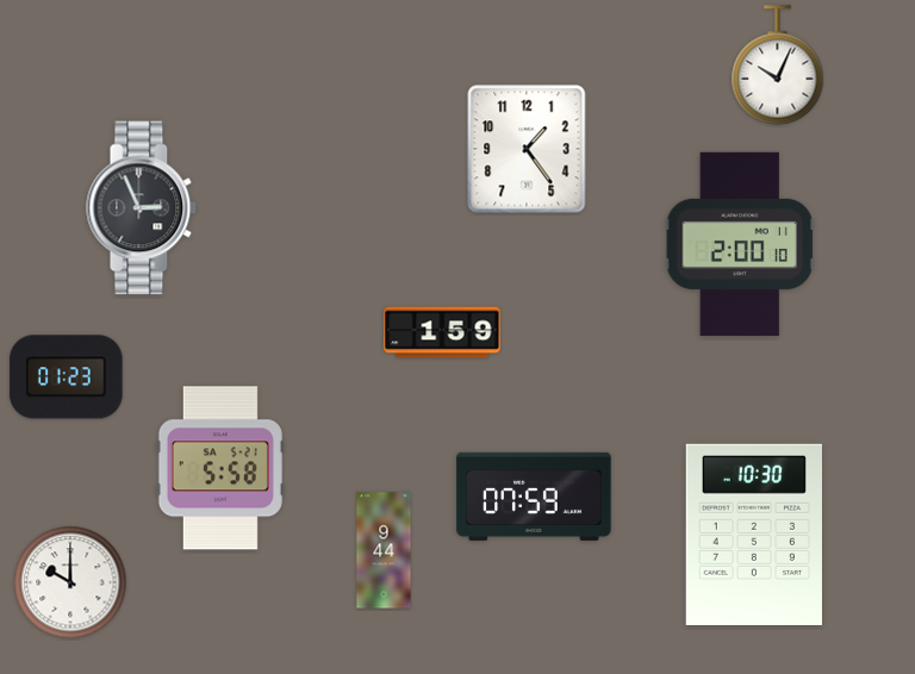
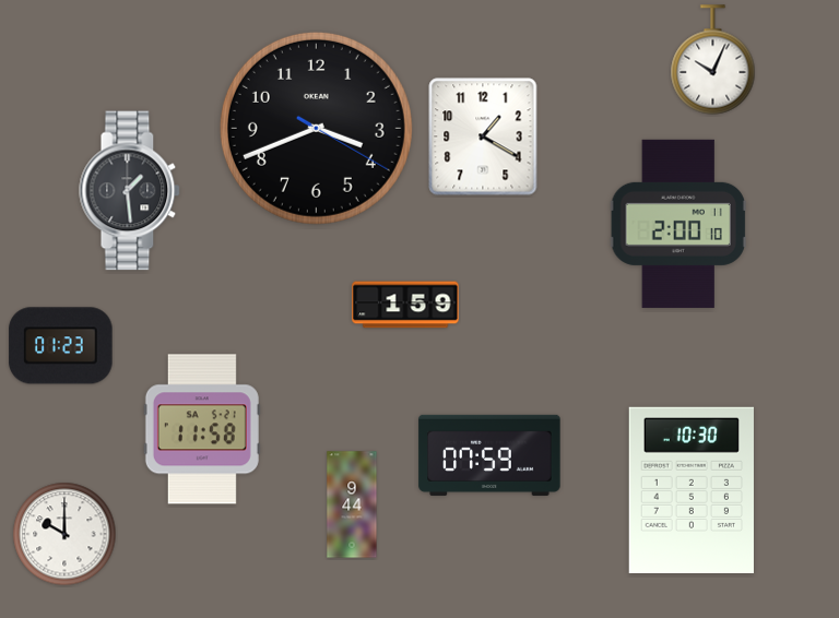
clock at (316, 128): none -> 3:41
clock at (527, 149): 1:24 -> 1:20
clock at (142, 208): 2:56 -> 1:29
clock at (220, 468): 5:58 -> 11:58
